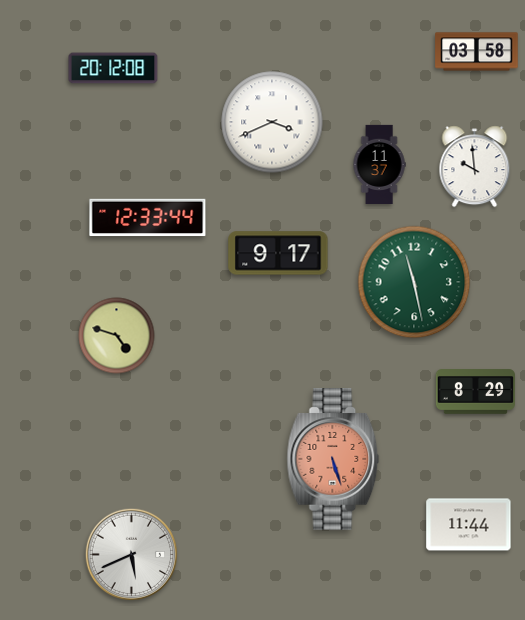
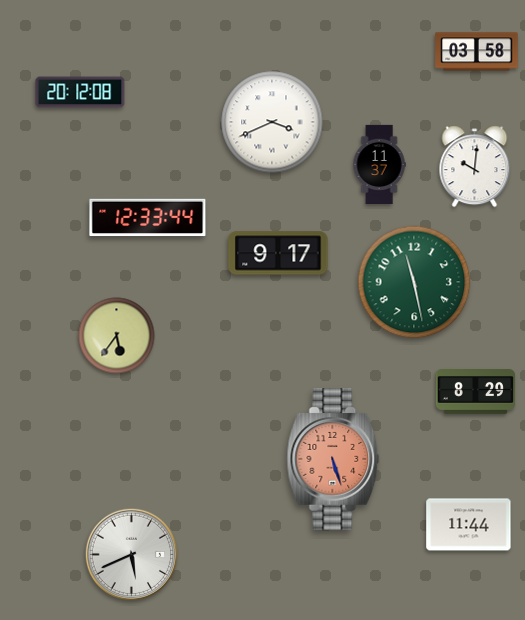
clock at (113, 68) position: (113, 68) -> (80, 92)
clock at (475, 167): 9:59 -> 10:01
clock at (117, 336): 4:48 -> 5:36
